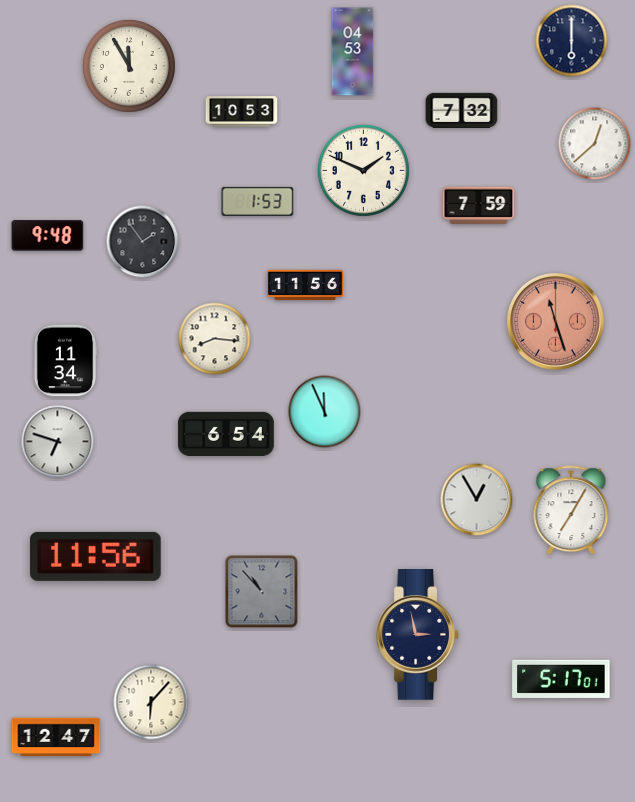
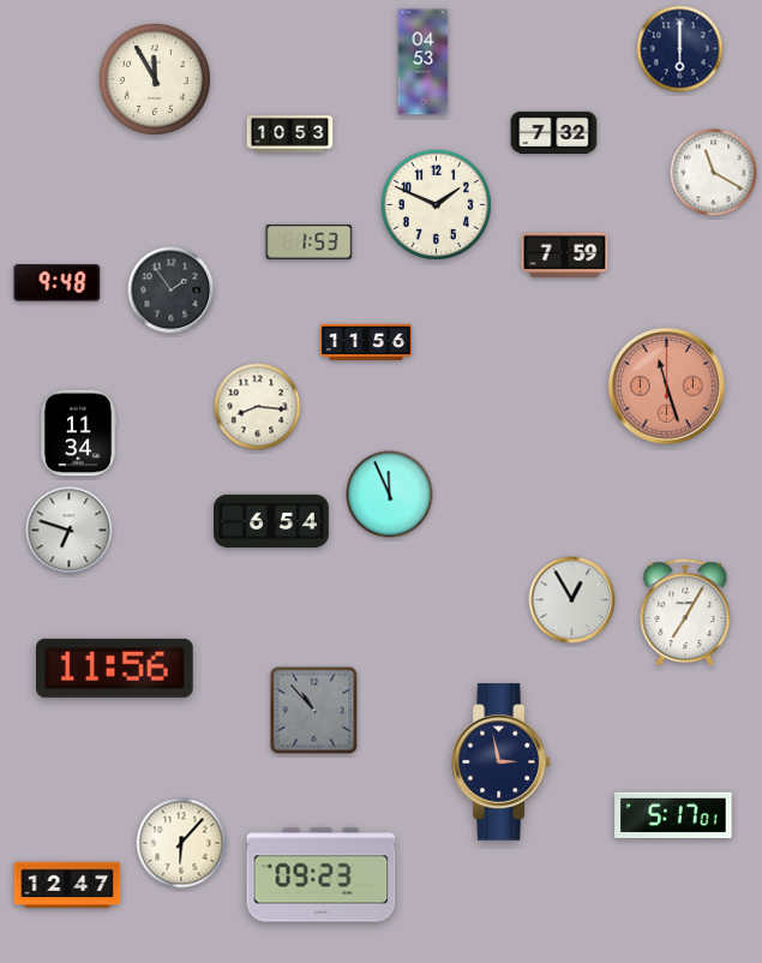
clock at (572, 41) position: (572, 41) -> (680, 49)
clock at (595, 144): 12:38 -> 11:20
clock at (479, 205) position: (479, 205) -> (565, 255)
clock at (322, 875): none -> 09:23
